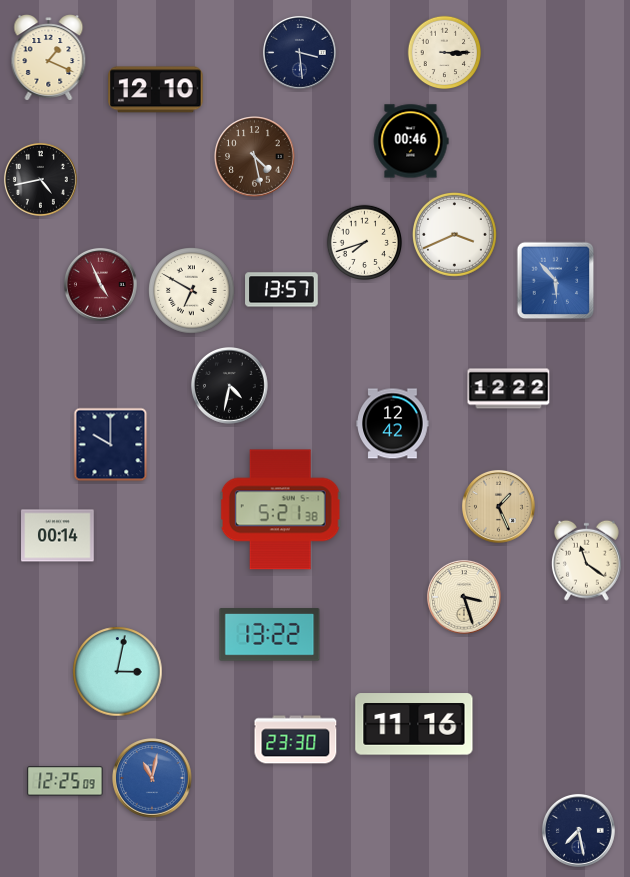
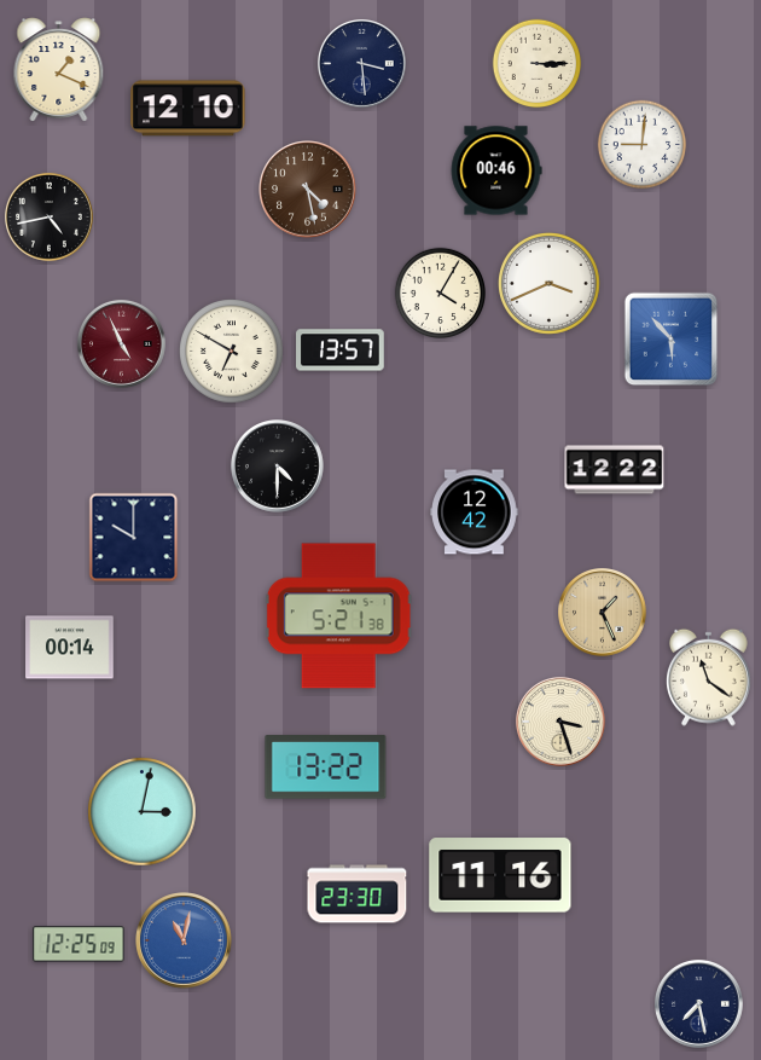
clock at (643, 145): none -> 9:01
clock at (364, 242): 7:42 -> 4:05
clock at (230, 386): 4:32 -> 4:30
